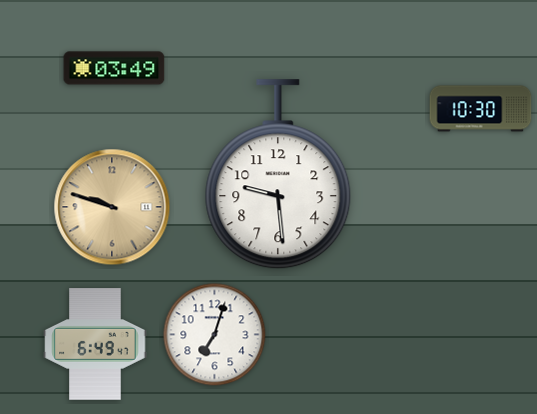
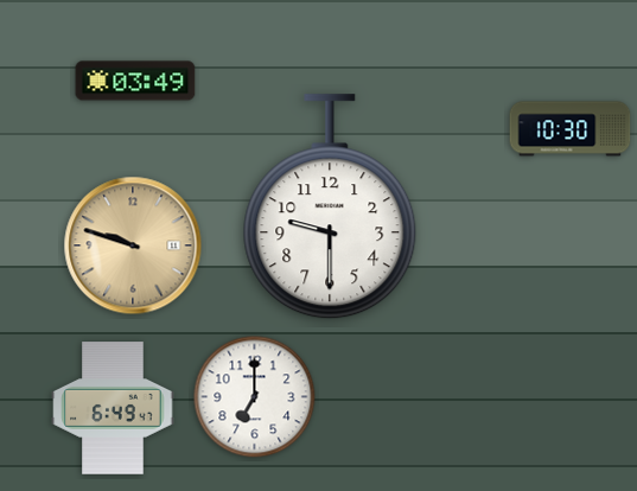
clock at (278, 175): 9:29 -> 9:30
clock at (215, 335): 7:03 -> 7:00
